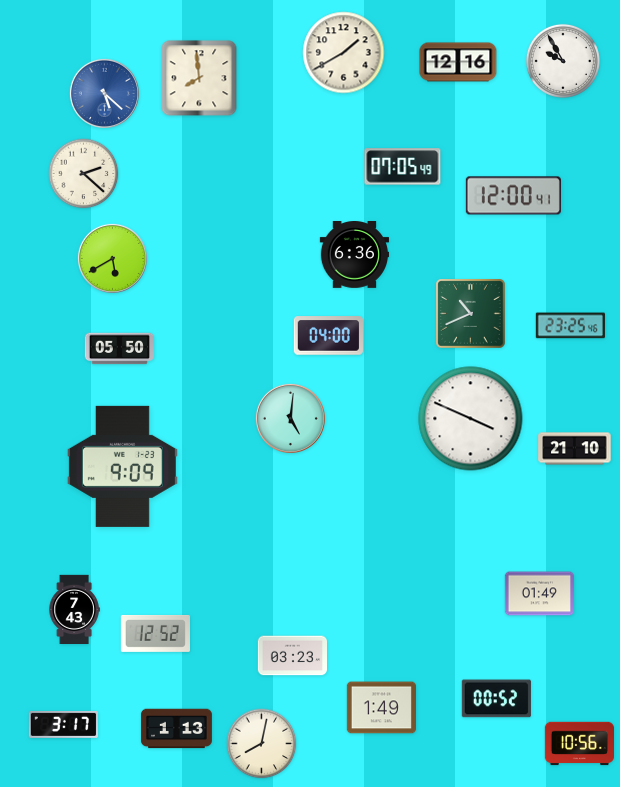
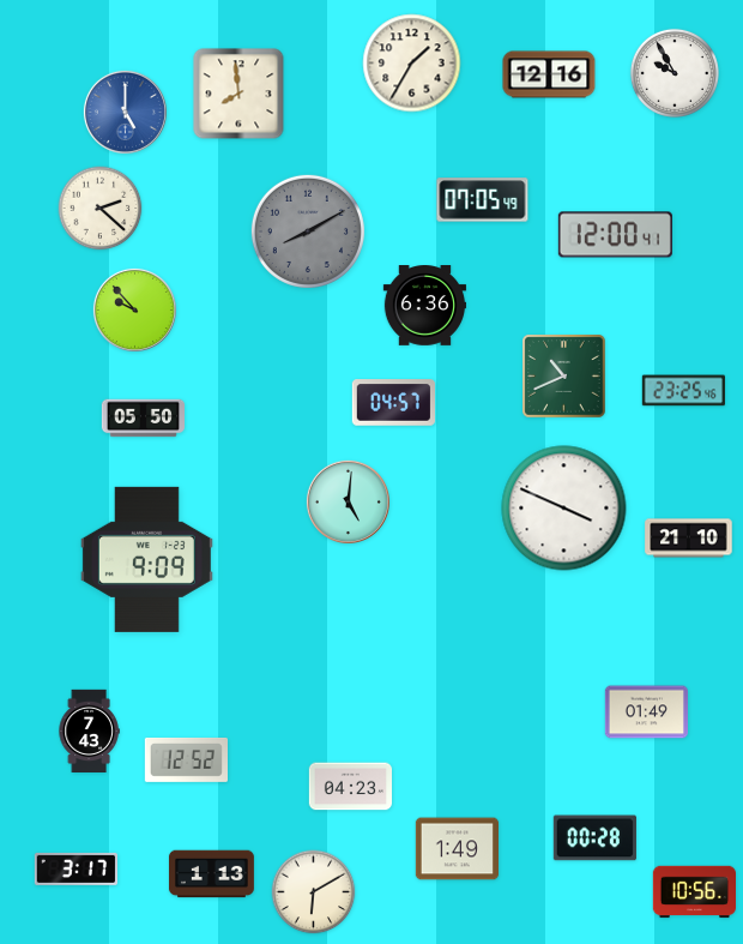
clock at (344, 53): 1:40 -> 1:35
clock at (104, 93): 5:22 -> 5:00
clock at (308, 232): none -> 8:10
clock at (112, 258): 5:40 -> 9:53
clock at (328, 336): 04:00 -> 04:57
clock at (471, 419) position: (471, 419) -> (564, 509)
clock at (292, 656): 03:23 -> 04:23
clock at (496, 699): 00:52 -> 00:28
clock at (262, 744): 8:02 -> 6:10
